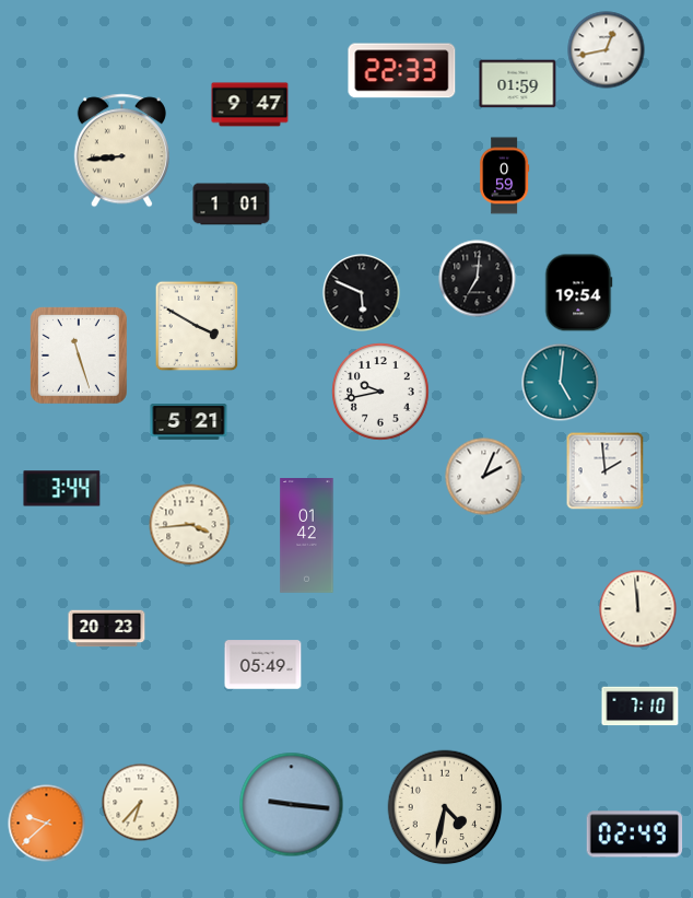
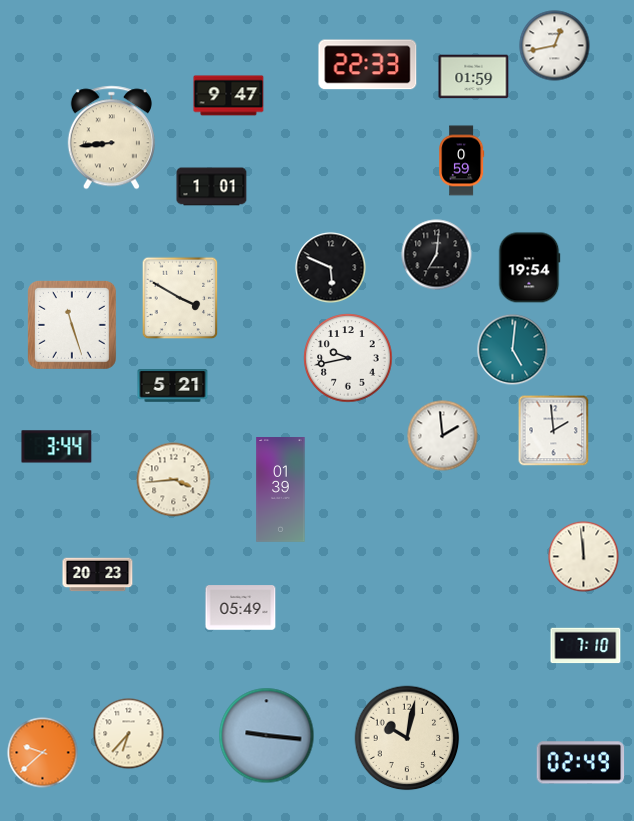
clock at (484, 477): 2:04 -> 1:59
clock at (307, 536): 01:42 -> 01:39
clock at (445, 807): 4:32 -> 10:02
